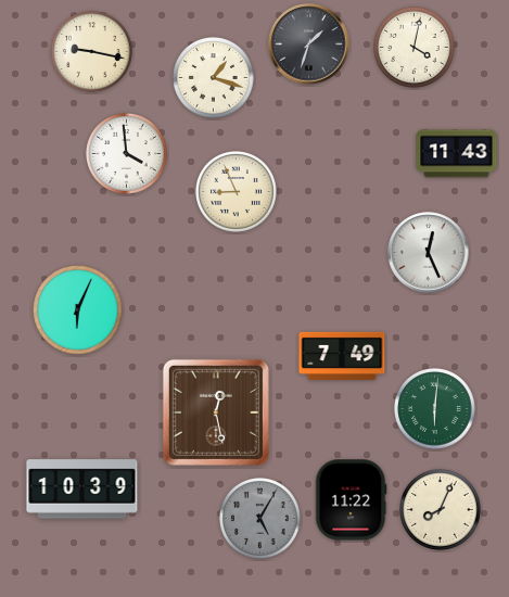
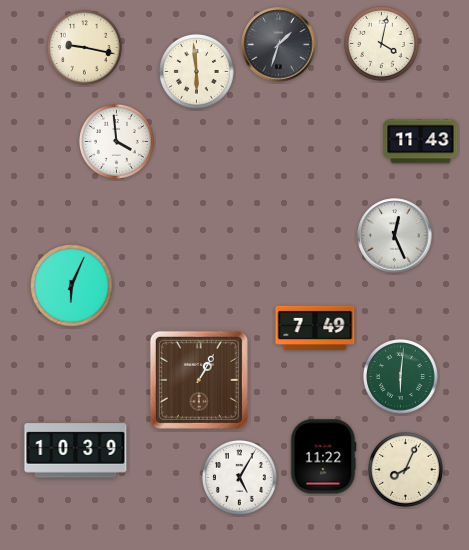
clock at (309, 45) position: (309, 45) -> (279, 45)
clock at (214, 78): 1:18 -> 5:59
clock at (237, 192): 8:56 -> none
clock at (429, 253) position: (429, 253) -> (395, 236)
clock at (216, 412): 12:28 -> 1:05
clock at (351, 500) position: (351, 500) -> (323, 457)
clock at (260, 519) dial: grey -> white
